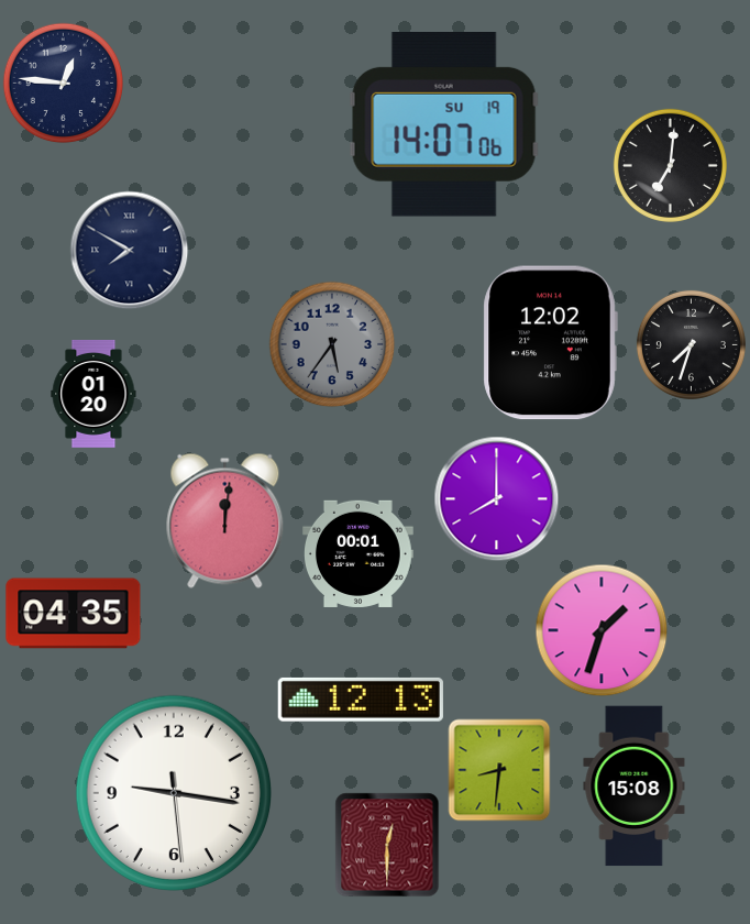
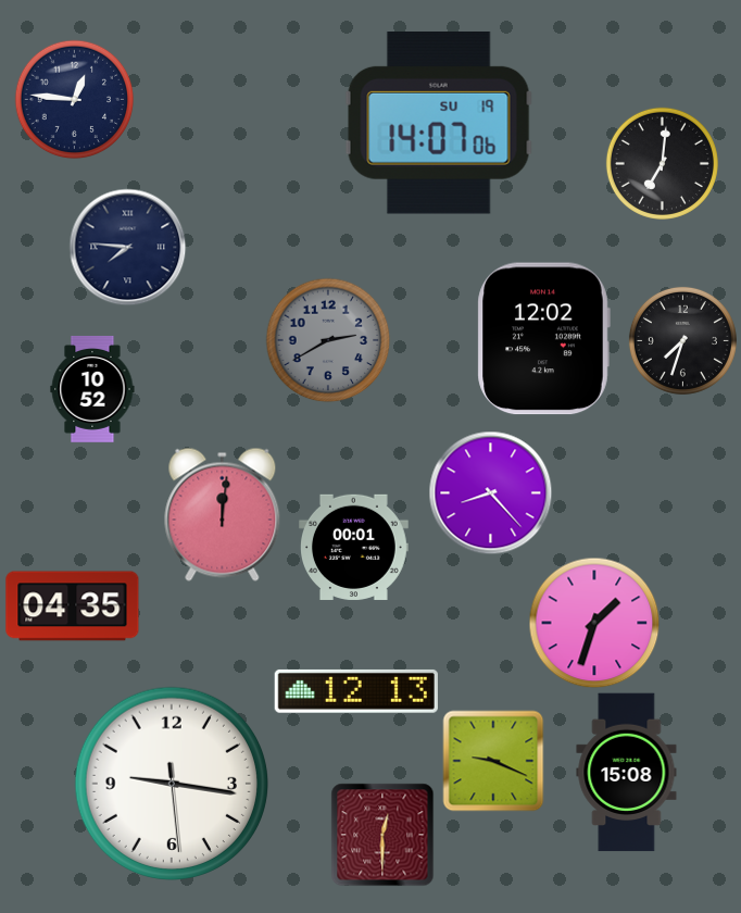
clock at (63, 82) position: (63, 82) -> (74, 99)
clock at (129, 250): 7:50 -> 7:46
clock at (332, 344): 5:36 -> 2:40
clock at (93, 394): 01:20 -> 10:52
clock at (496, 498): 8:00 -> 8:23
clock at (499, 770): 8:31 -> 9:19
clock at (635, 787) position: (635, 787) -> (627, 773)
